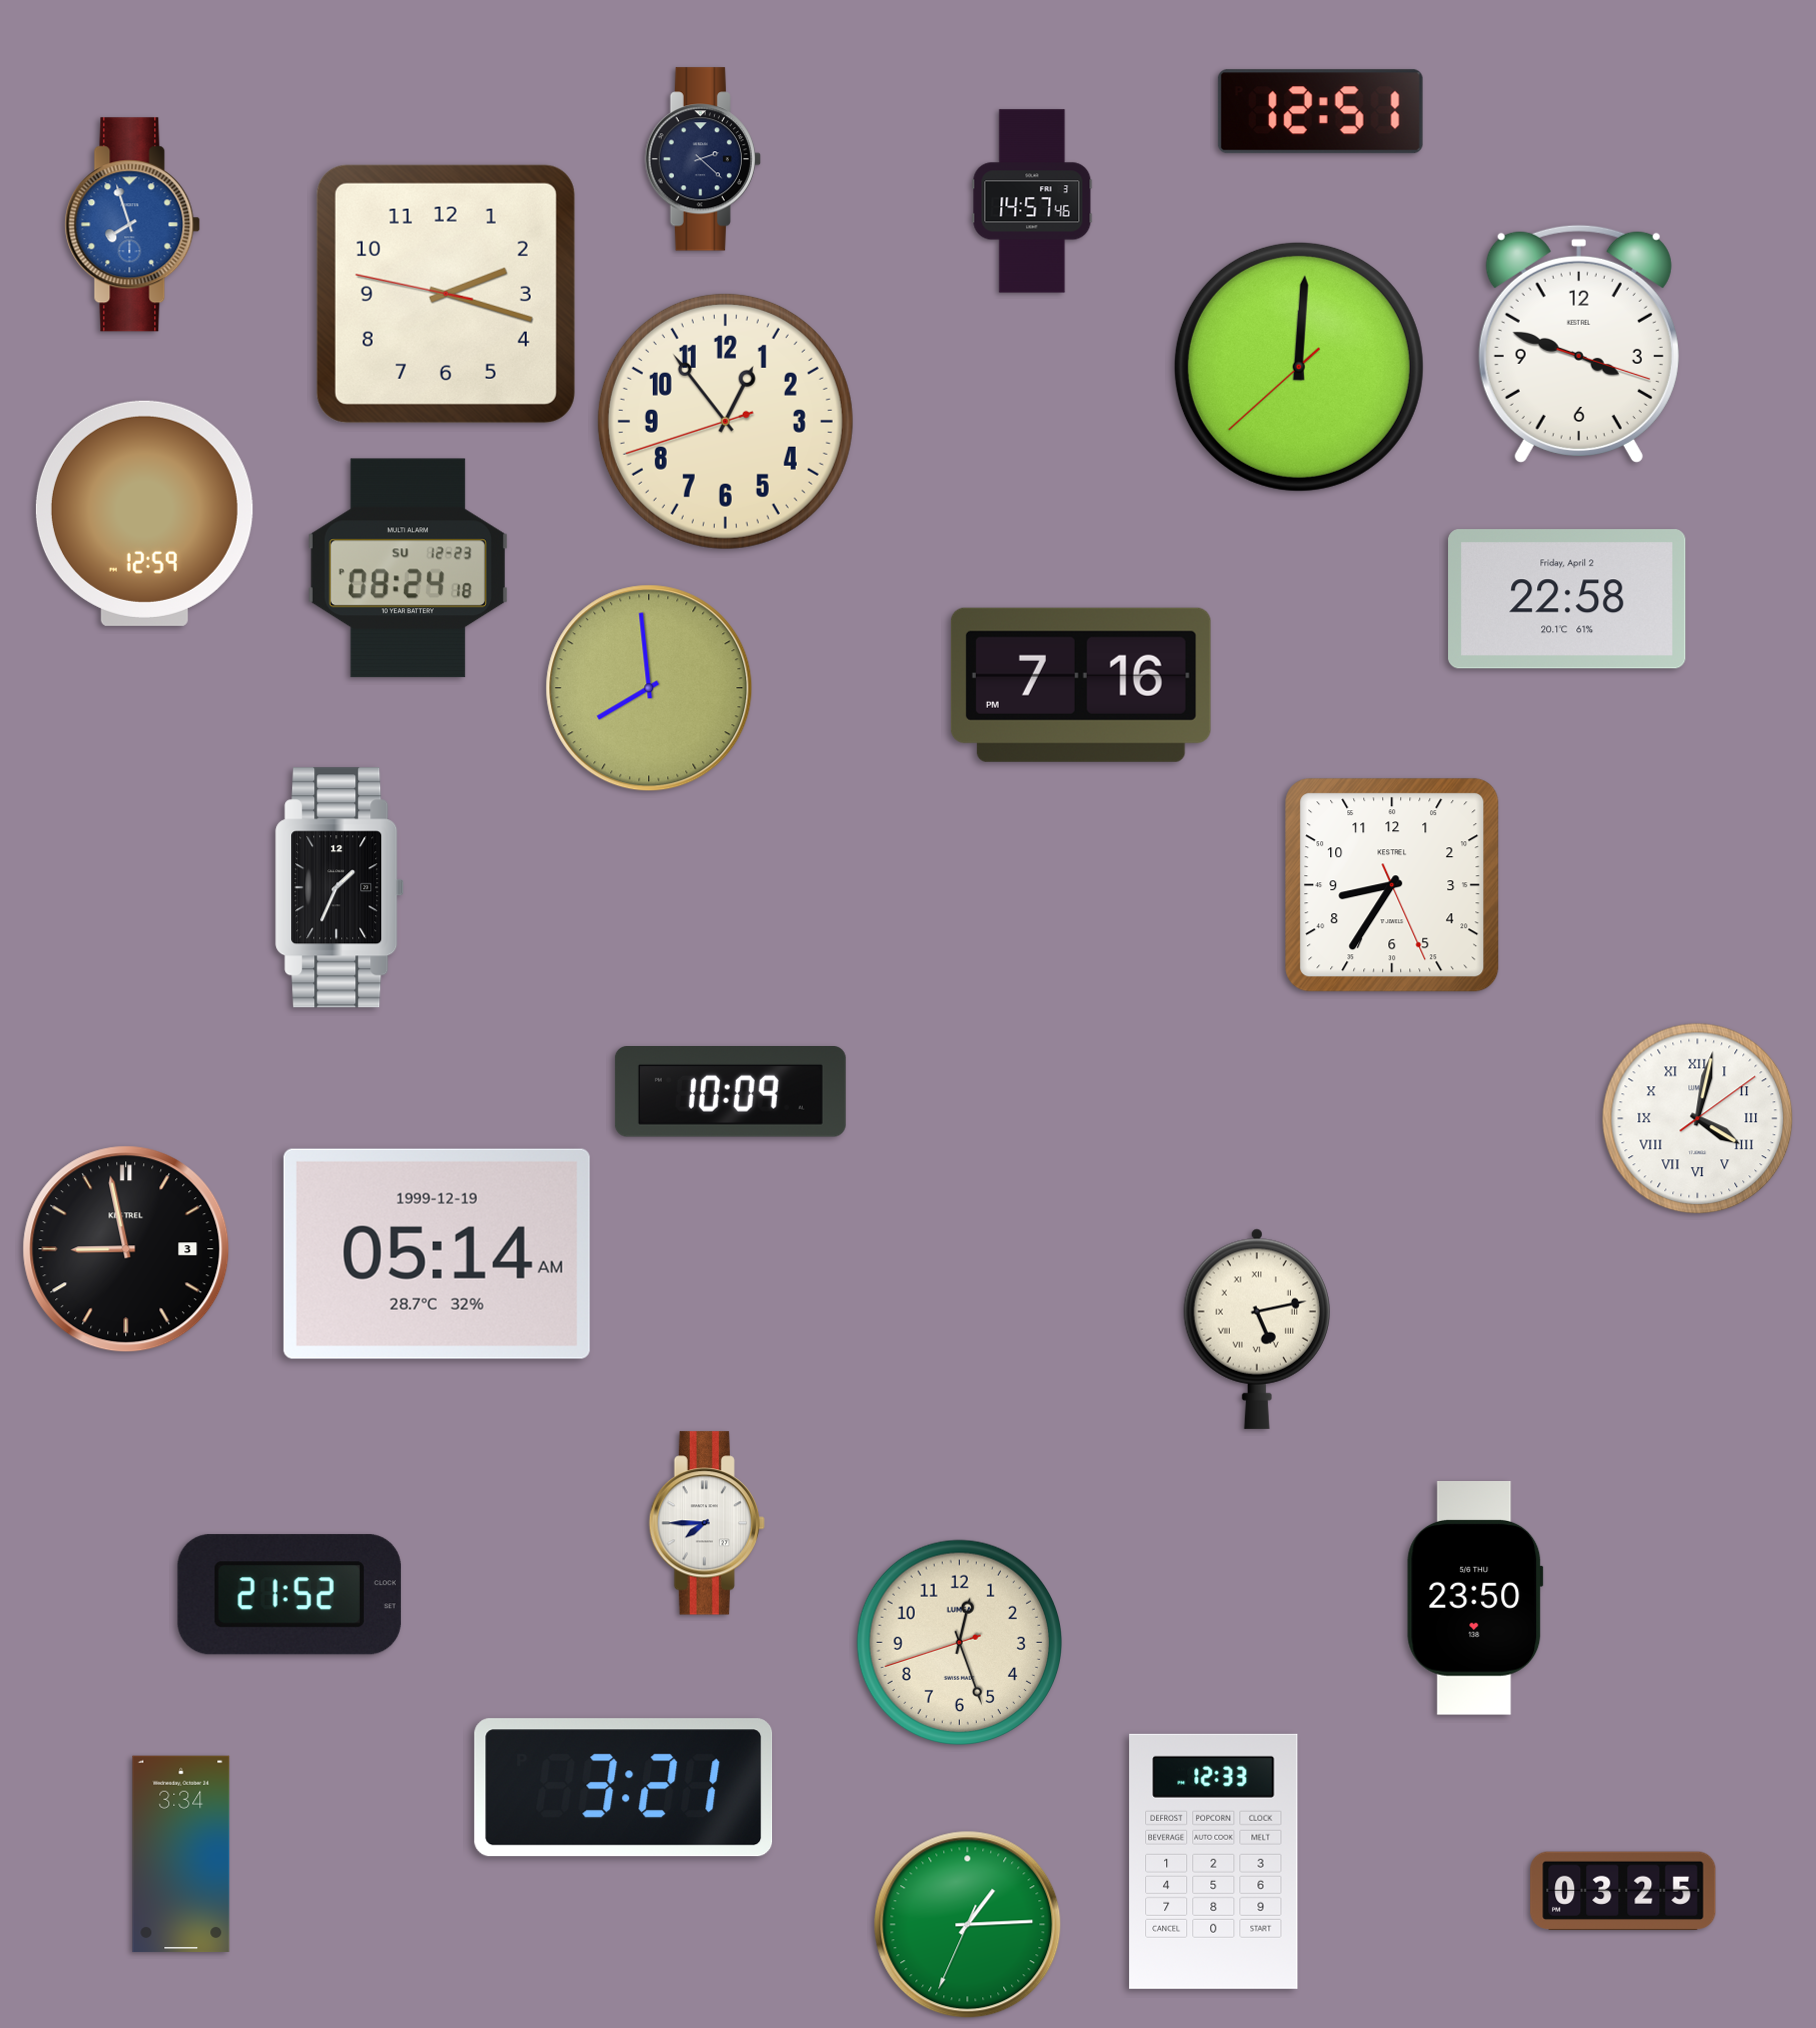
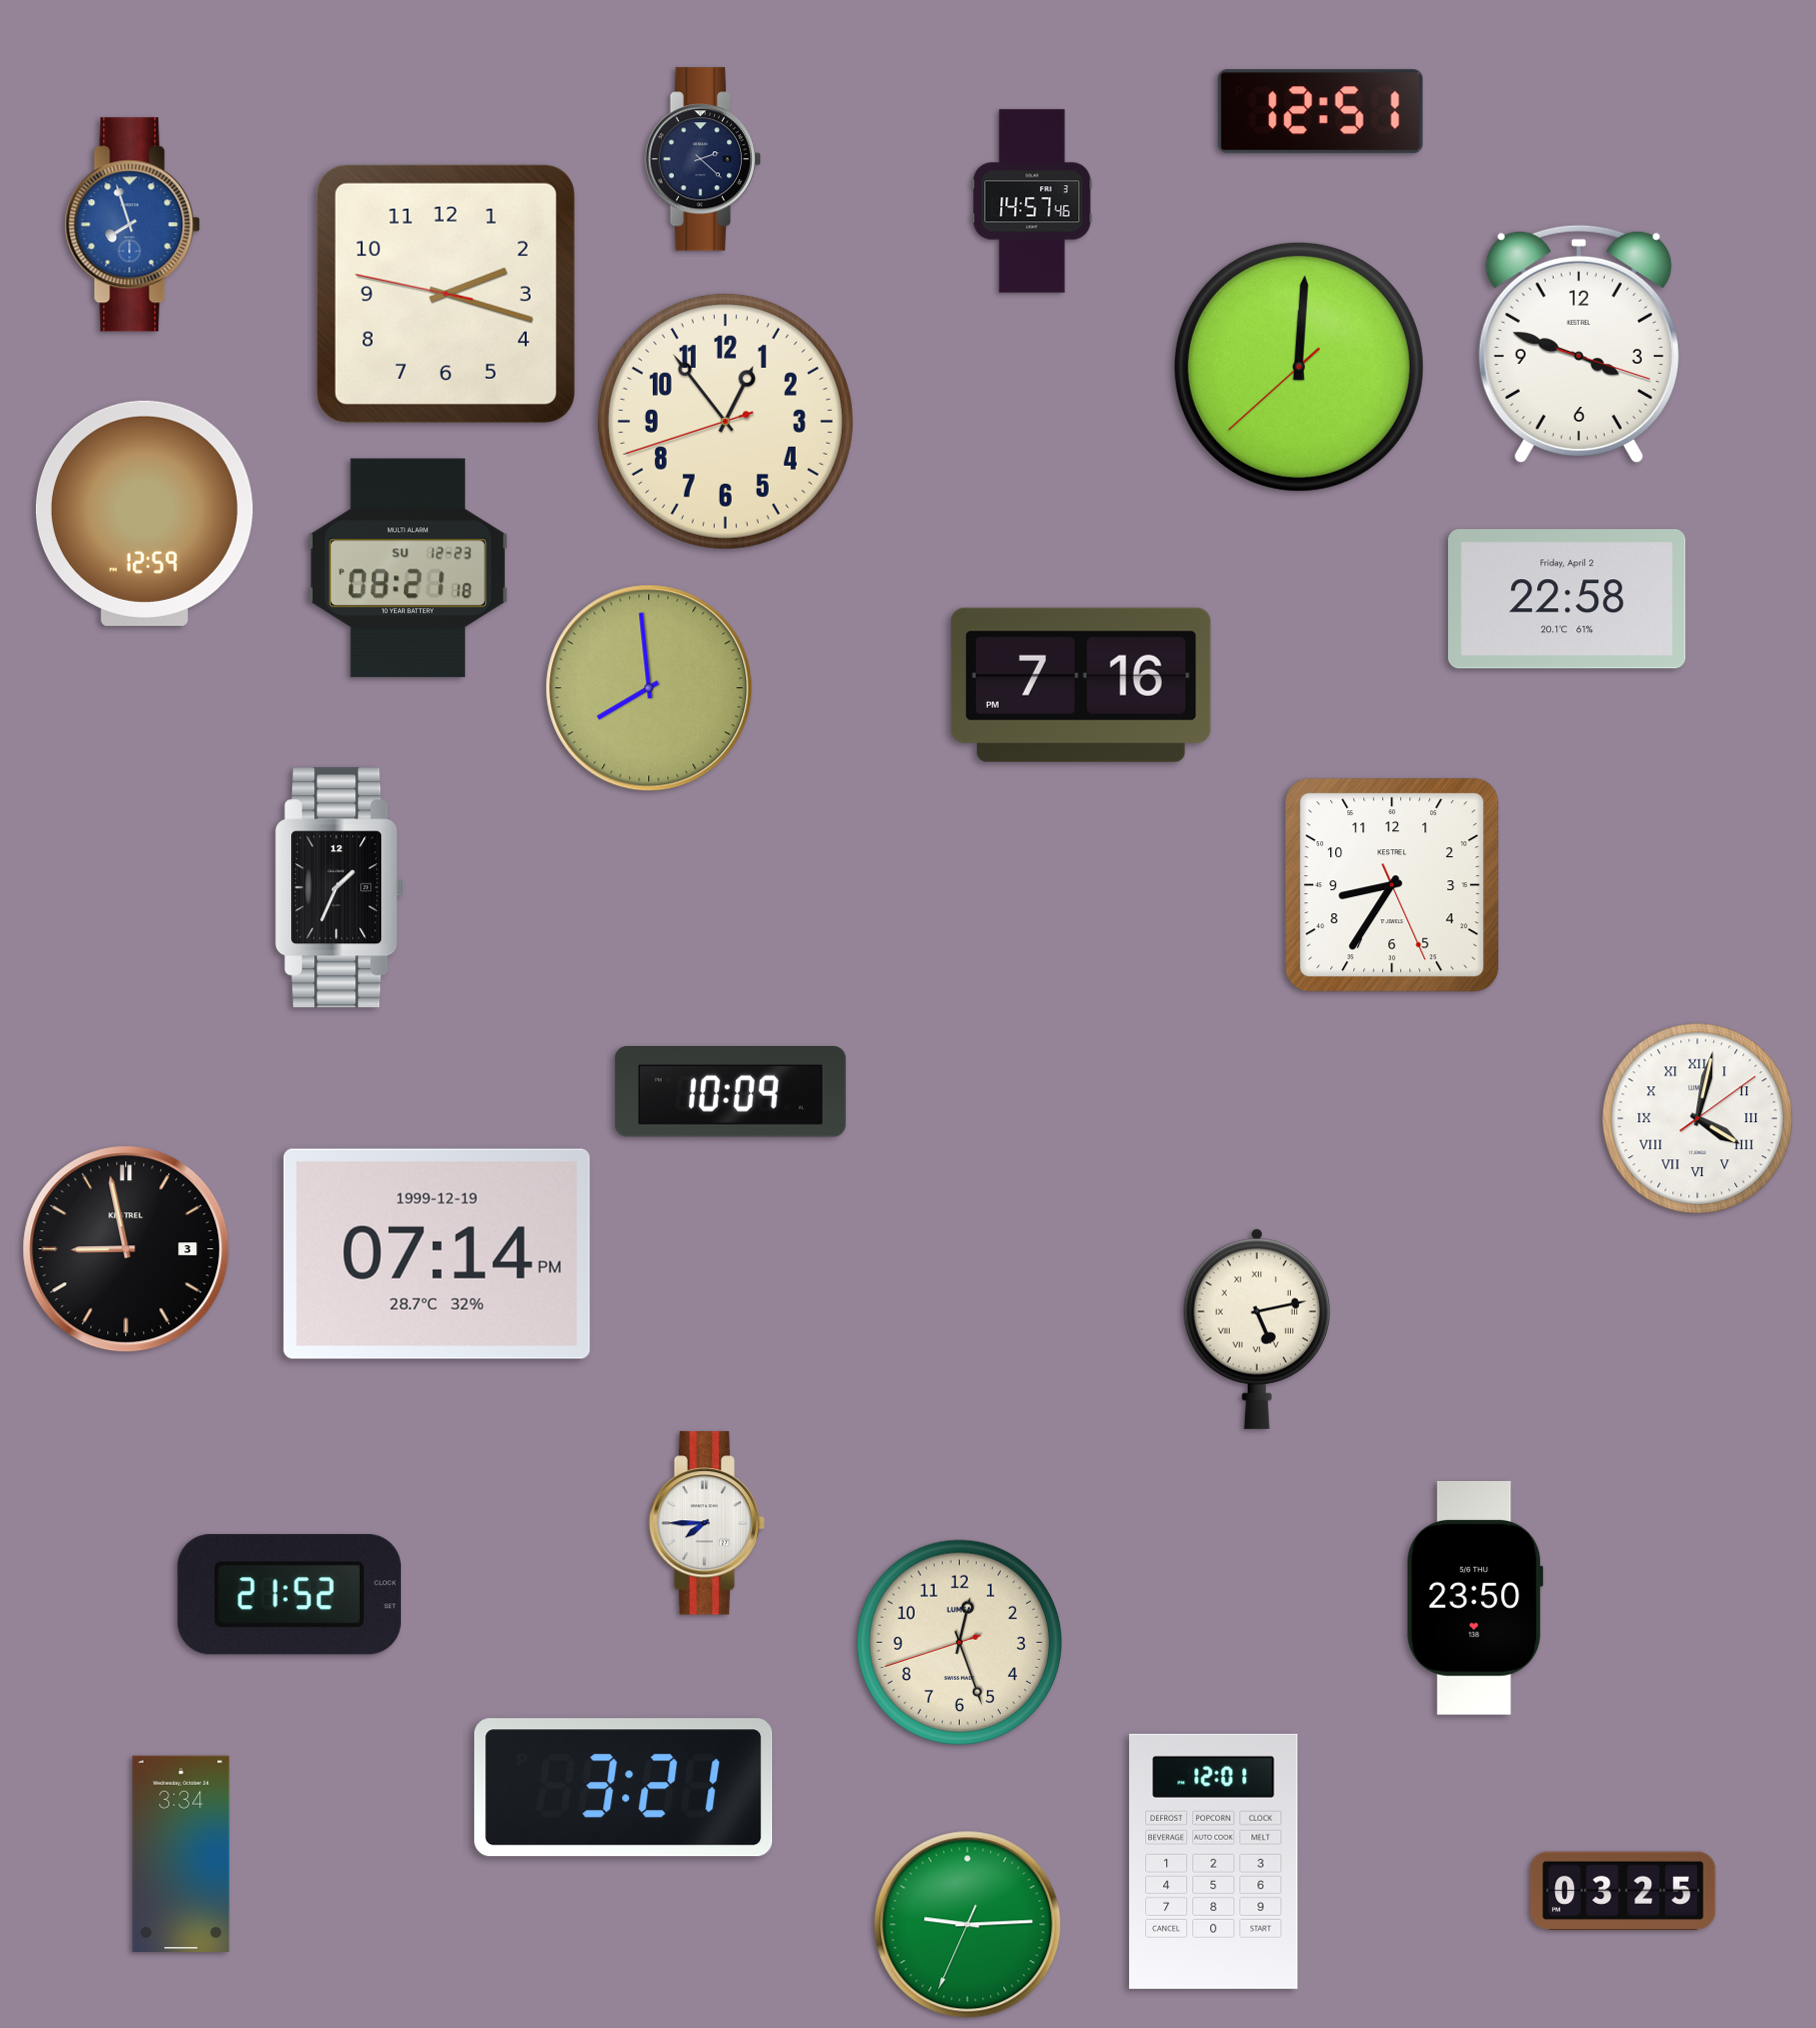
clock at (408, 568): 08:24 -> 08:21
clock at (437, 1254): 05:14 -> 07:14
clock at (1214, 1861): 12:33 -> 12:01
clock at (968, 1925): 1:14 -> 9:14
